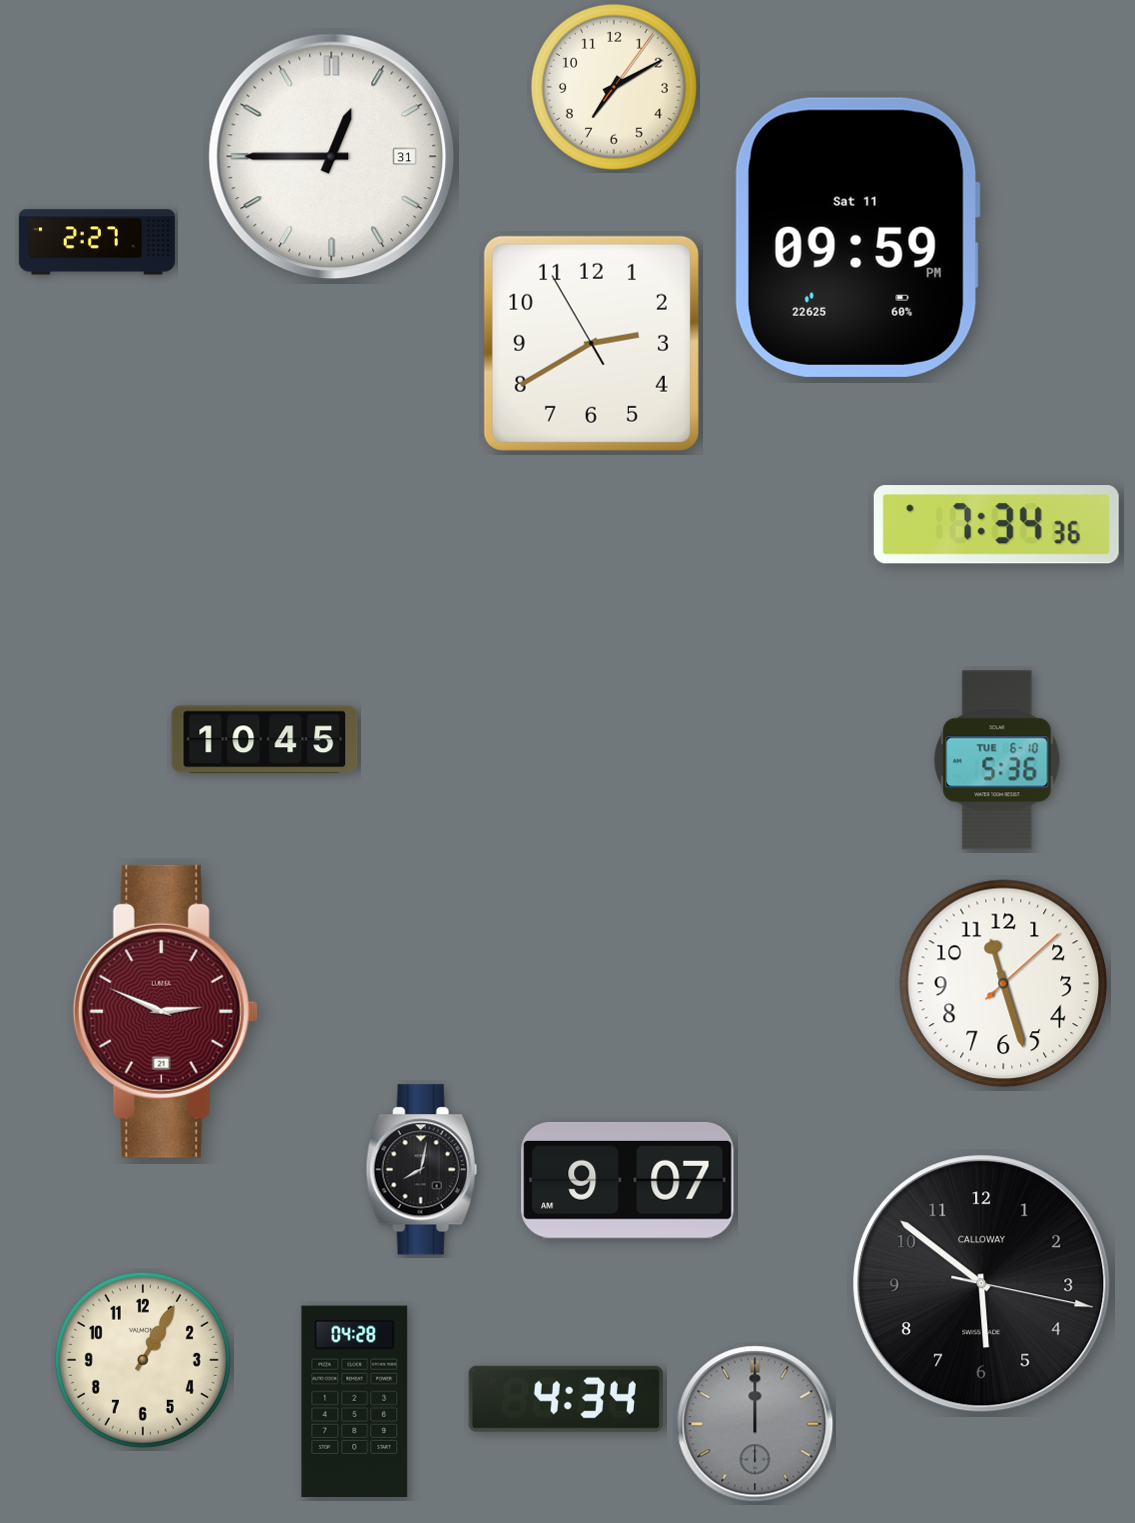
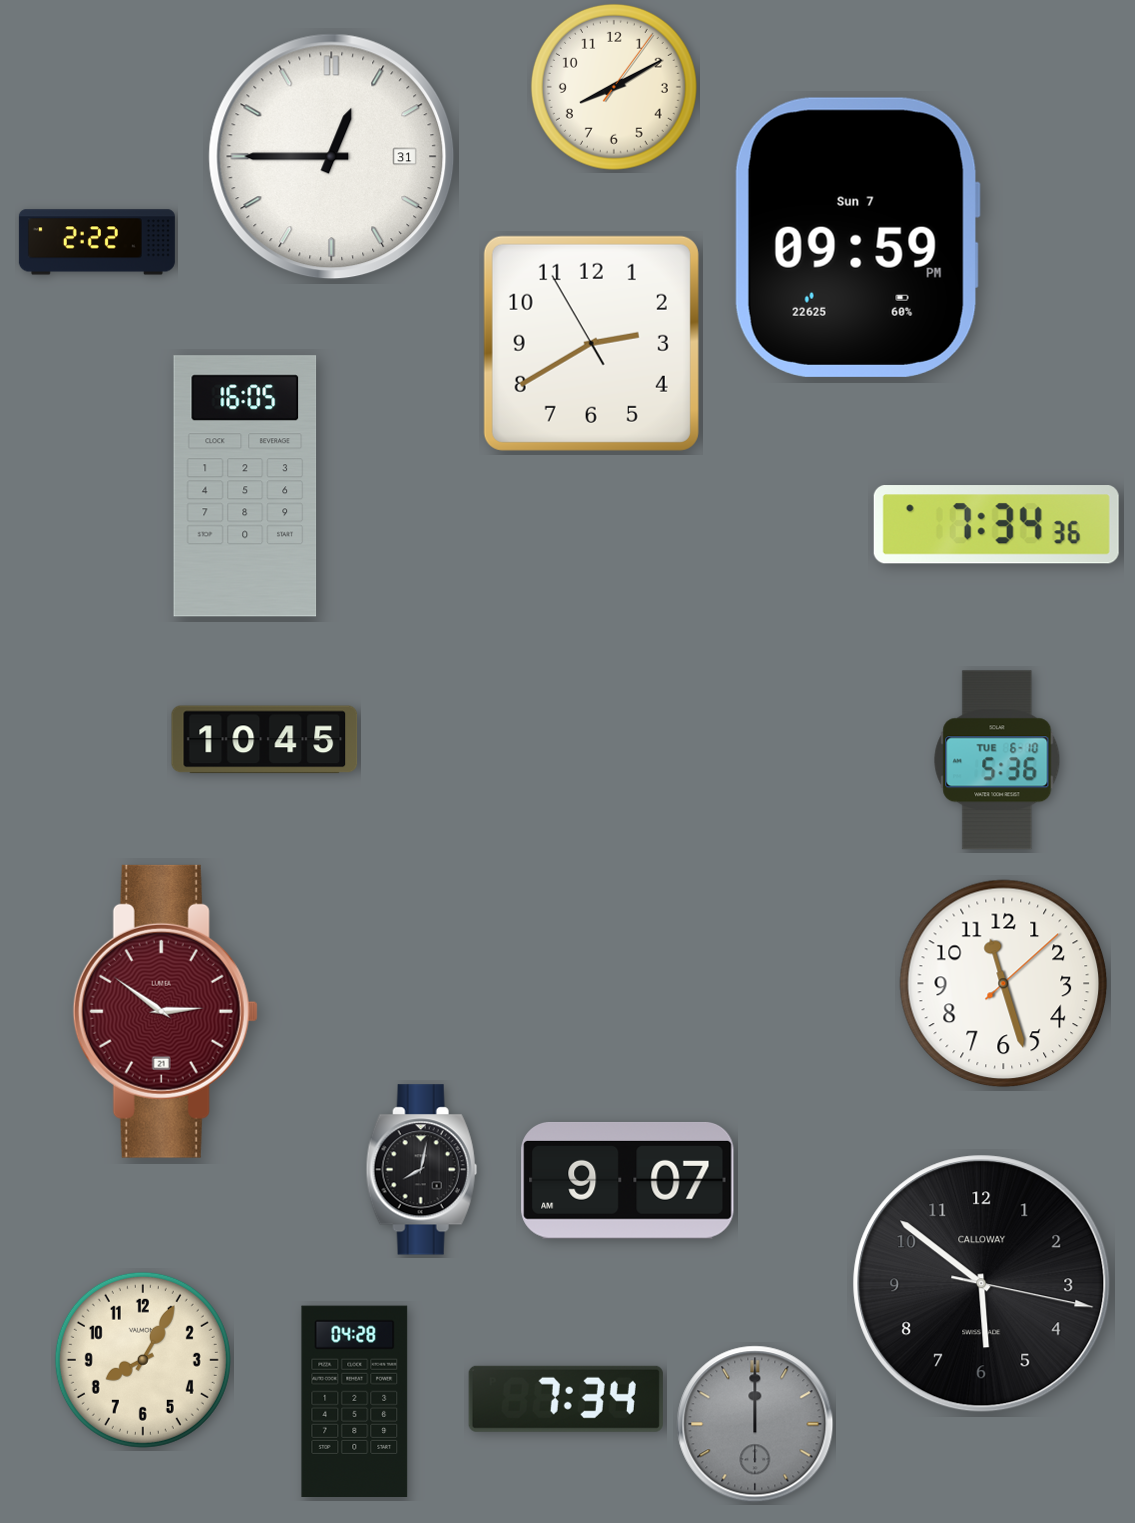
clock at (614, 87): 7:10 -> 8:10
clock at (857, 237) date: Sat 11 -> Sun 7
clock at (97, 242): 2:27 -> 2:22
clock at (245, 486): none -> 16:05
clock at (165, 1011): 2:49 -> 2:51
clock at (143, 1360): 1:05 -> 8:05
clock at (566, 1399): 4:34 -> 7:34
